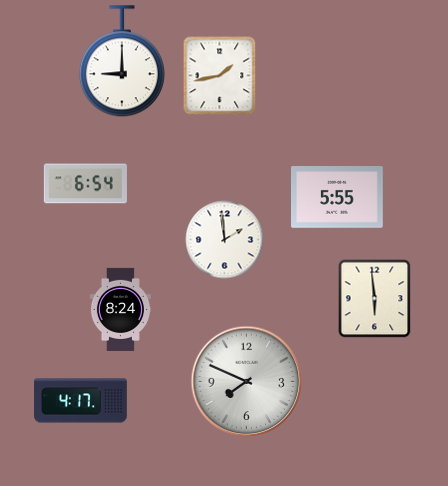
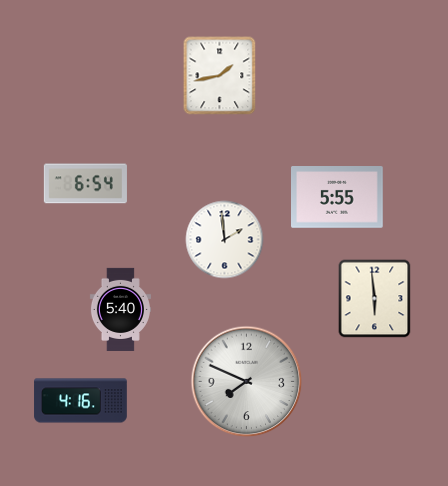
clock at (122, 61): 9:00 -> none
clock at (120, 309): 8:24 -> 5:40
clock at (81, 401): 4:17 -> 4:16
